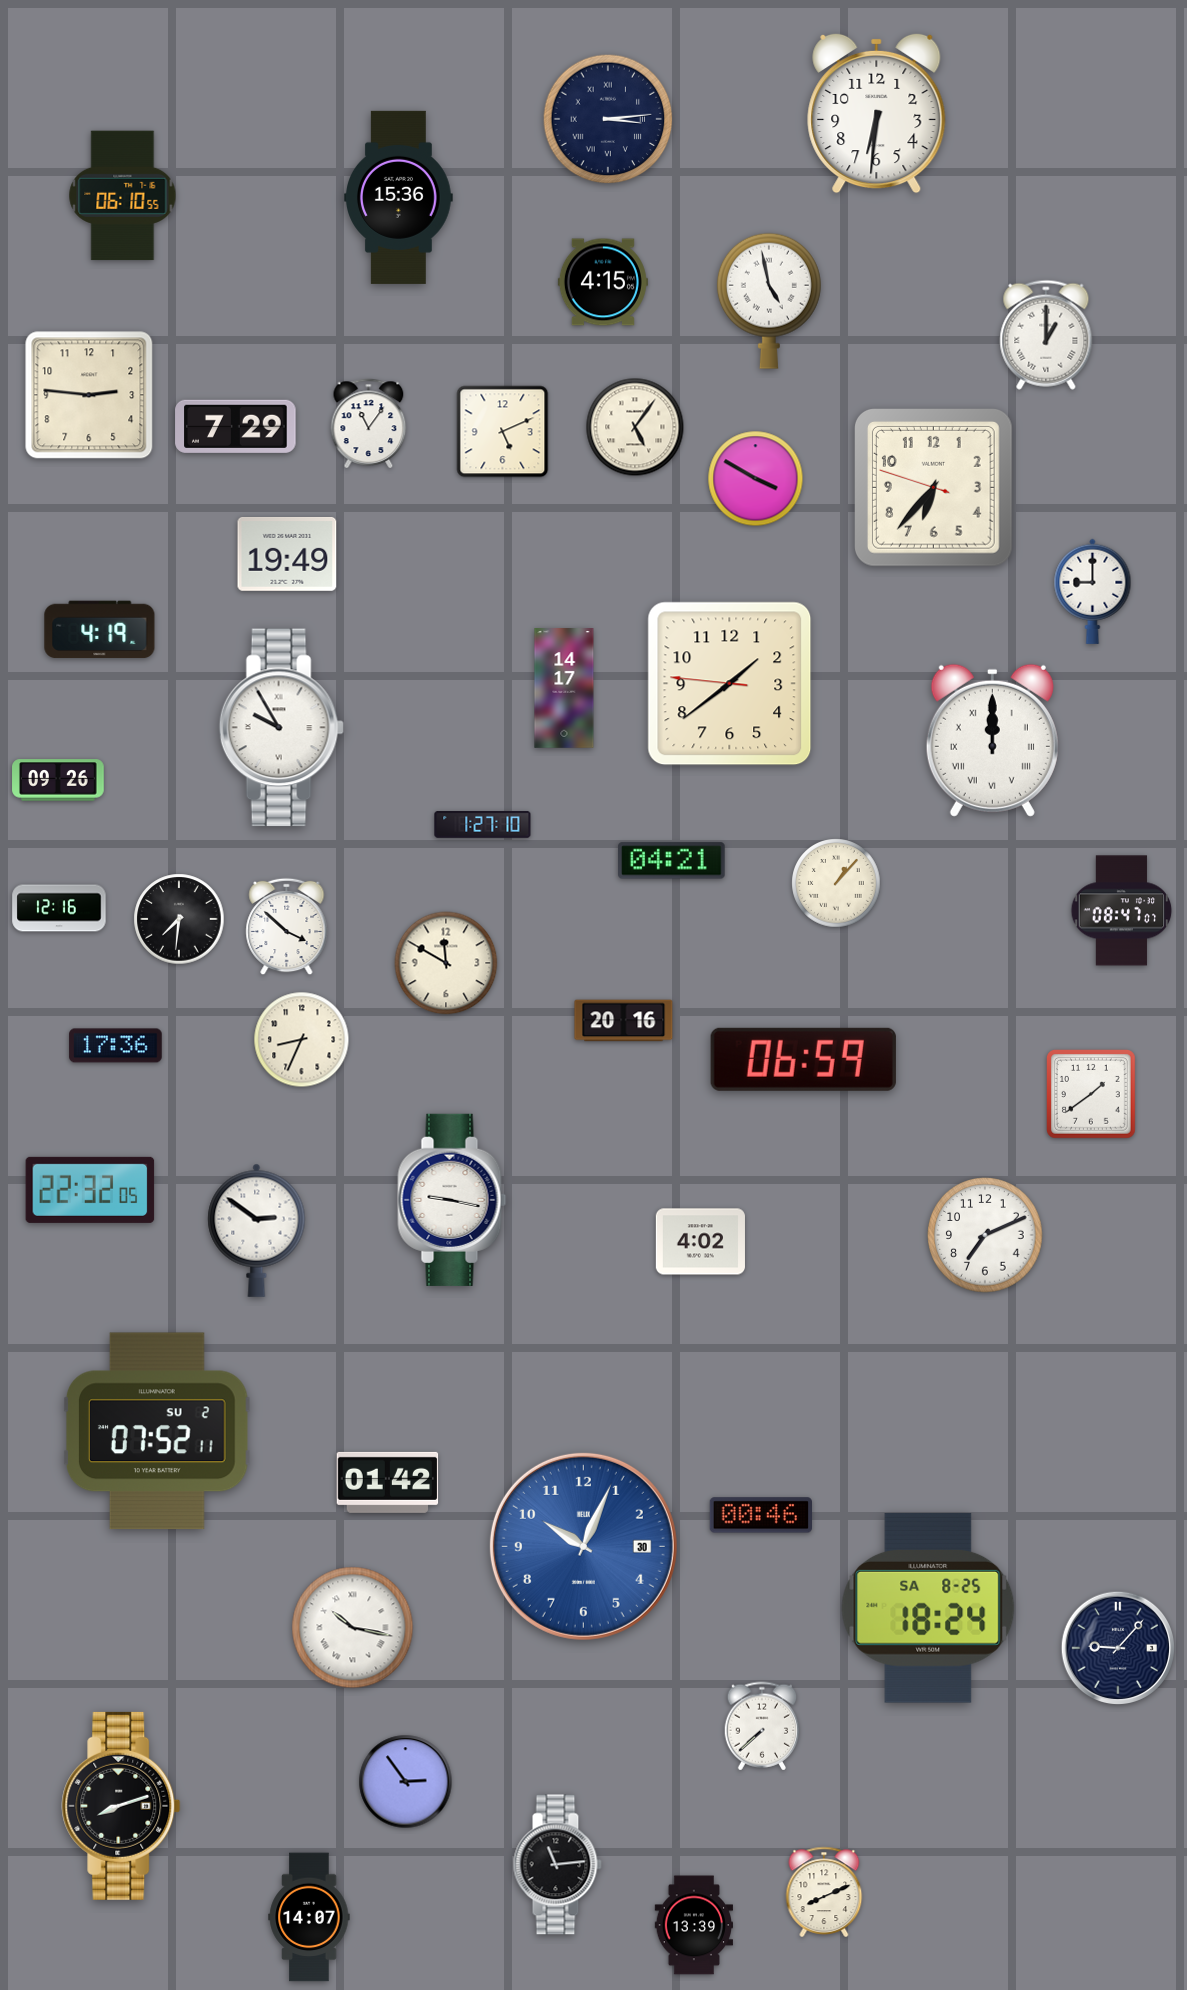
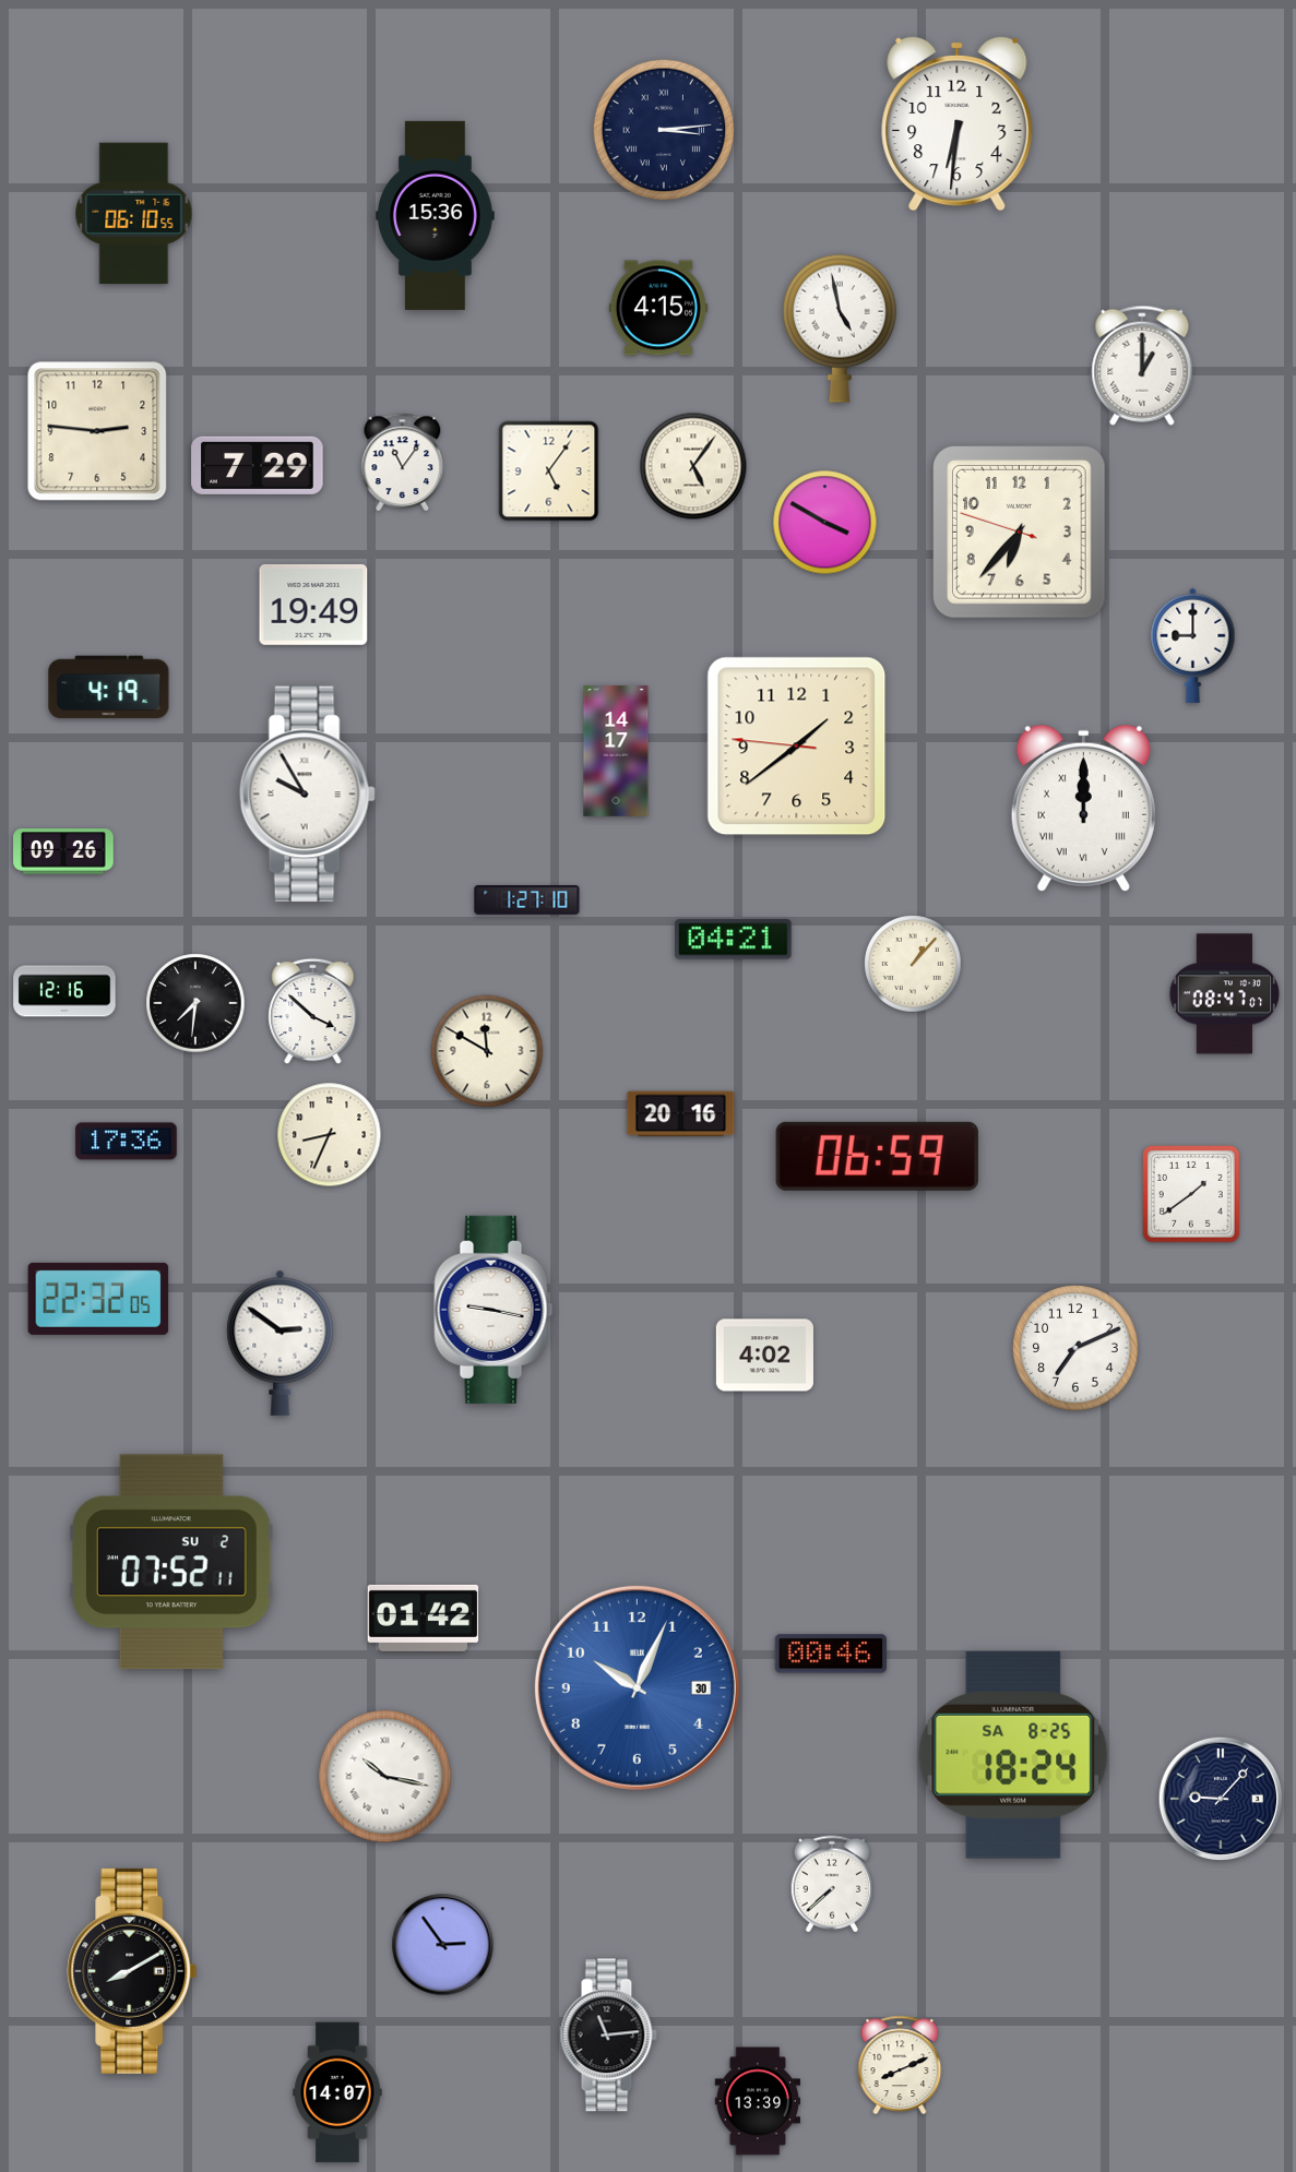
clock at (503, 432): 5:11 -> 5:06
clock at (121, 1806): 8:12 -> 8:10
